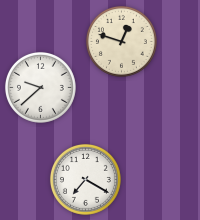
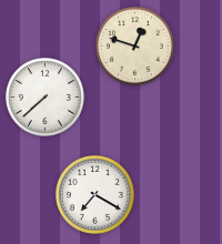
clock at (40, 87): 9:38 -> 7:38
clock at (85, 179) position: (85, 179) -> (94, 194)
